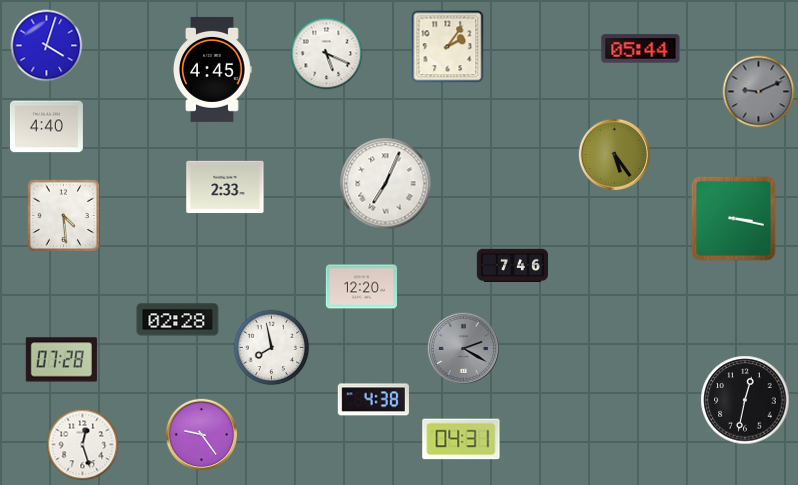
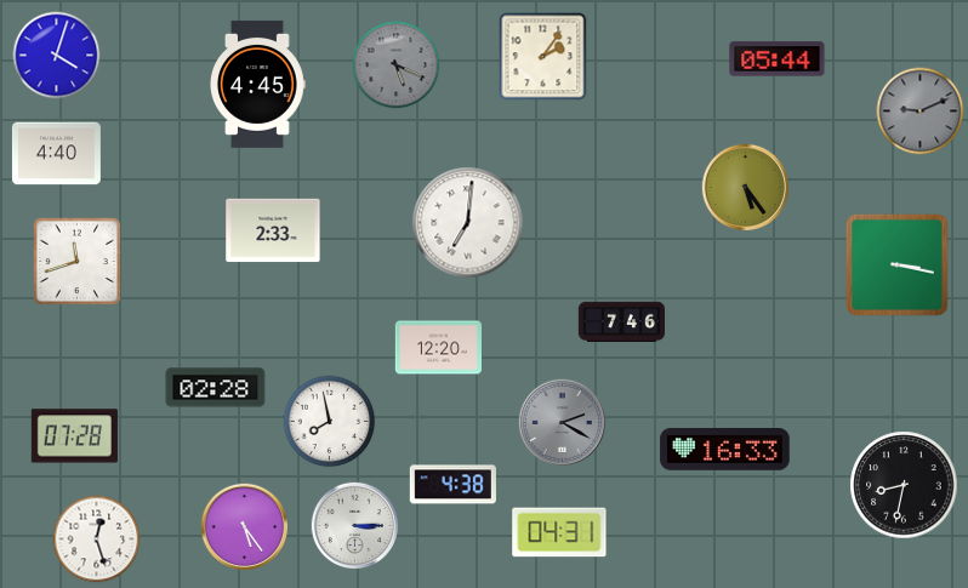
clock at (327, 54) dial: white -> grey
clock at (386, 184): 7:04 -> 7:01
clock at (225, 187) position: (225, 187) -> (273, 230)
clock at (64, 216): 4:29 -> 11:42
clock at (733, 218) position: (733, 218) -> (896, 264)
clock at (725, 450): none -> 16:33
clock at (745, 400): 12:32 -> 8:32
clock at (354, 525): none -> 3:15
clock at (201, 434): 9:24 -> 5:24
clock at (83, 445) position: (83, 445) -> (97, 540)
